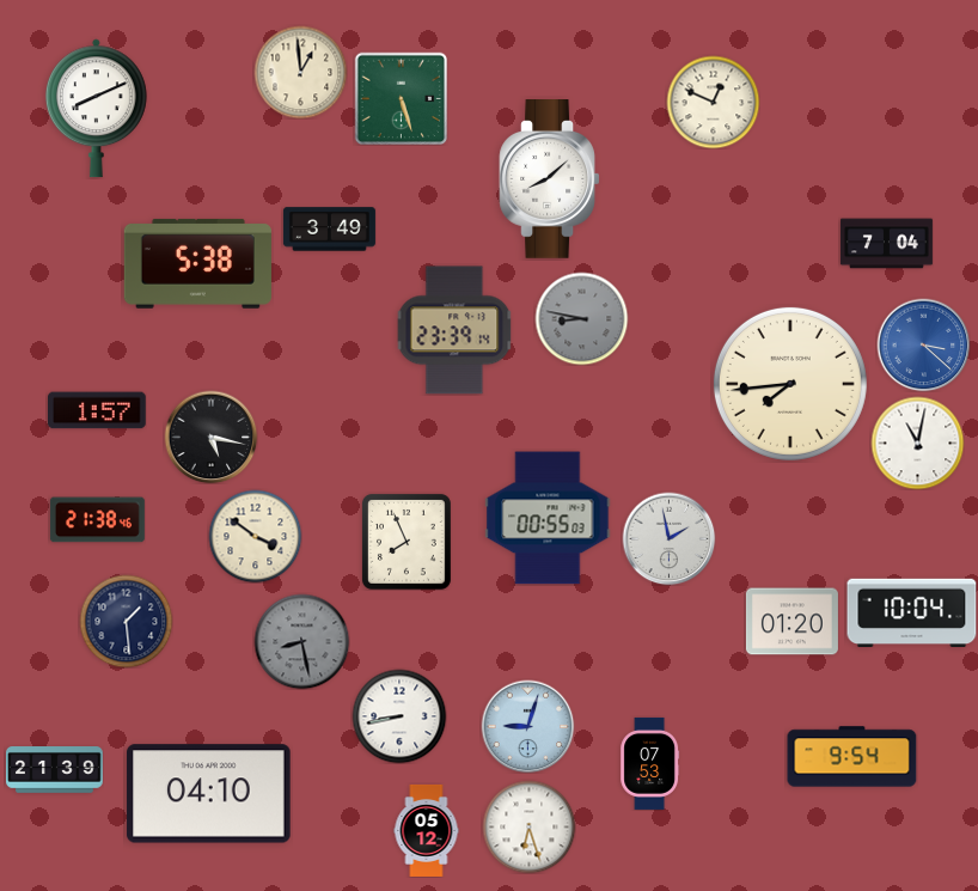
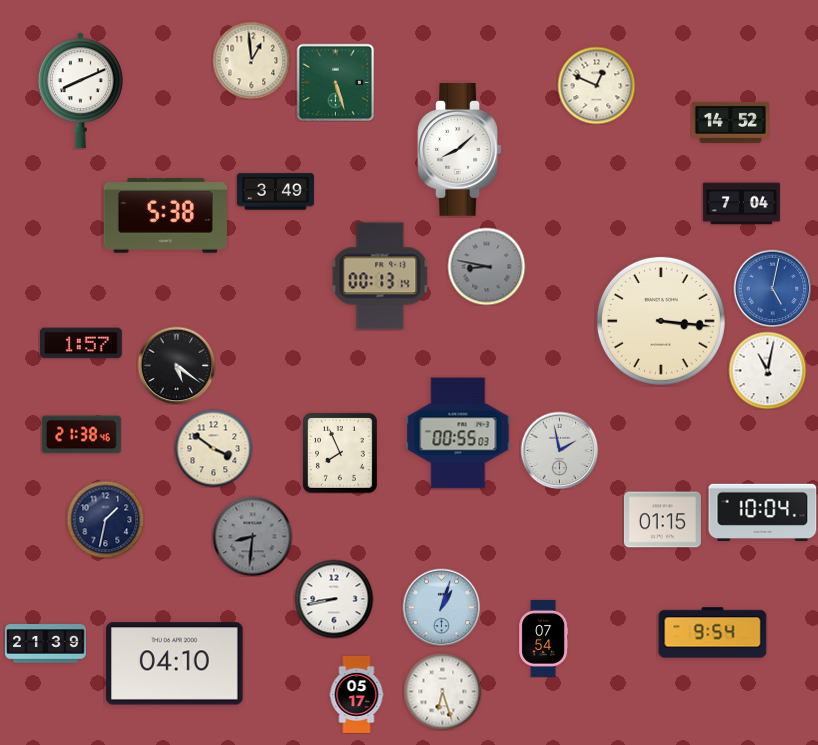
clock at (730, 122): none -> 14:52
clock at (197, 263) position: (197, 263) -> (165, 215)
clock at (454, 330): 23:39 -> 00:13
clock at (923, 344): 3:22 -> 5:02
clock at (790, 384): 7:44 -> 3:16
clock at (210, 437): 5:17 -> 5:21
clock at (126, 621): 1:29 -> 1:32
clock at (791, 622): 01:20 -> 01:15
clock at (301, 641): 8:28 -> 8:31
clock at (527, 726): 9:03 -> 1:03
clock at (650, 763): 07:53 -> 07:54
clock at (427, 830): 05:12 -> 05:17
